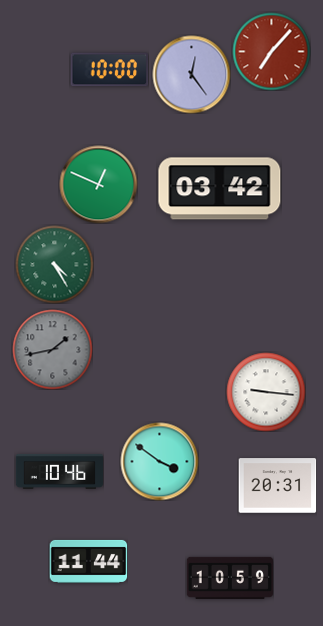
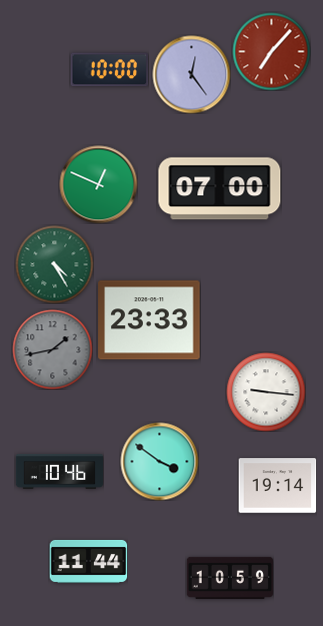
clock at (220, 189): 03:42 -> 07:00
clock at (149, 320): none -> 23:33
clock at (277, 486): 20:31 -> 19:14
